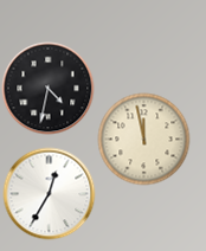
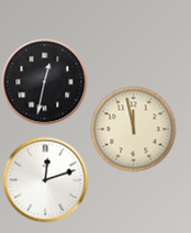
clock at (47, 88): 4:32 -> 12:32
clock at (49, 193): 12:35 -> 12:12
